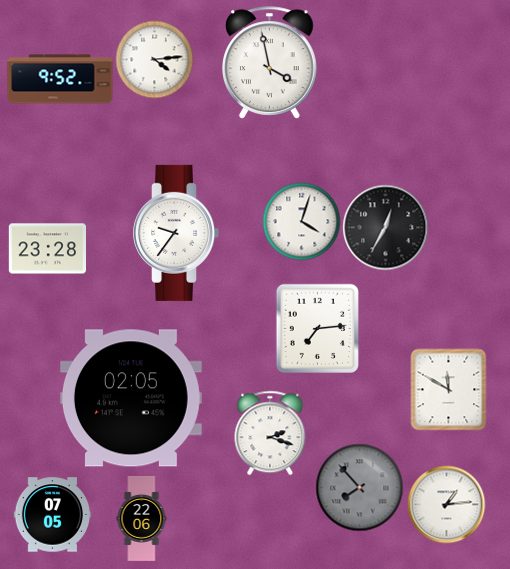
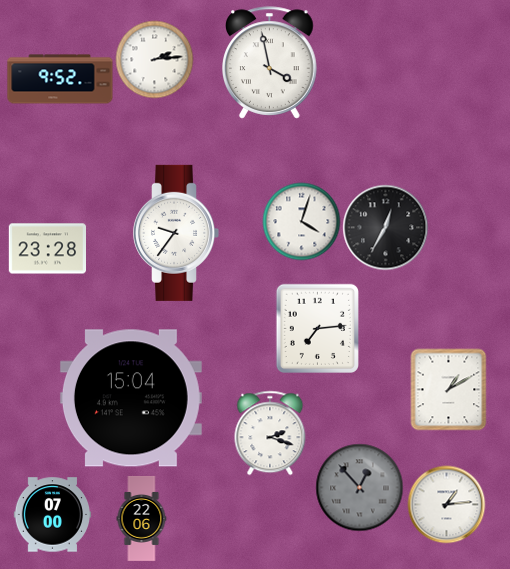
clock at (154, 59): 4:14 -> 2:14
clock at (449, 389): 11:50 -> 1:10
clock at (131, 398): 02:05 -> 15:04
clock at (359, 487): 7:53 -> 12:53
clock at (52, 515): 07:05 -> 07:00
